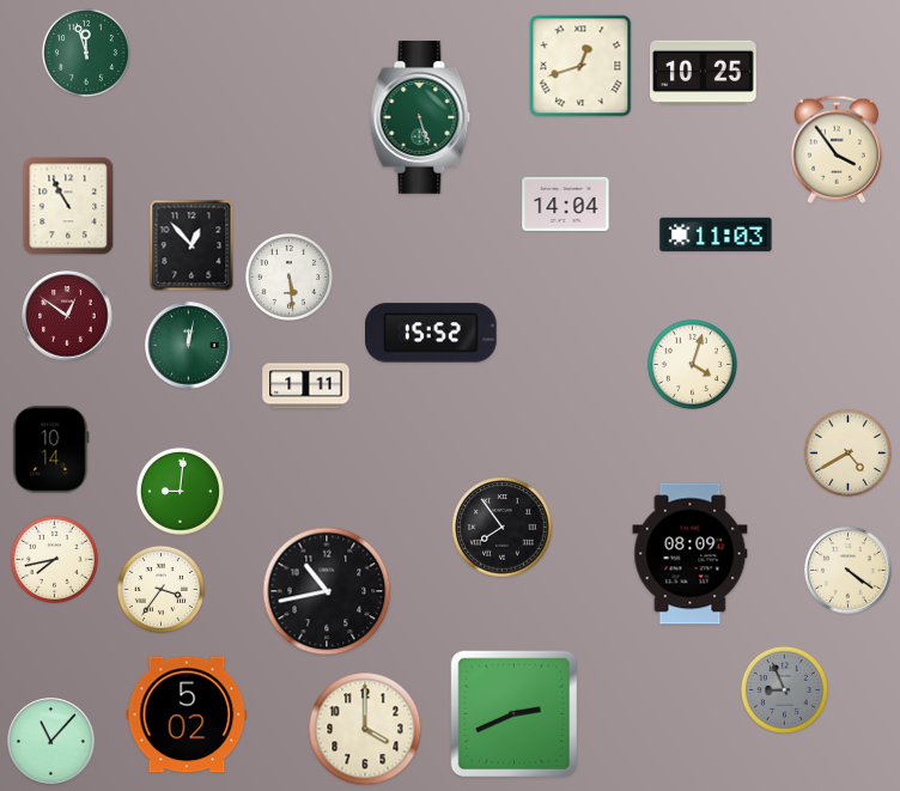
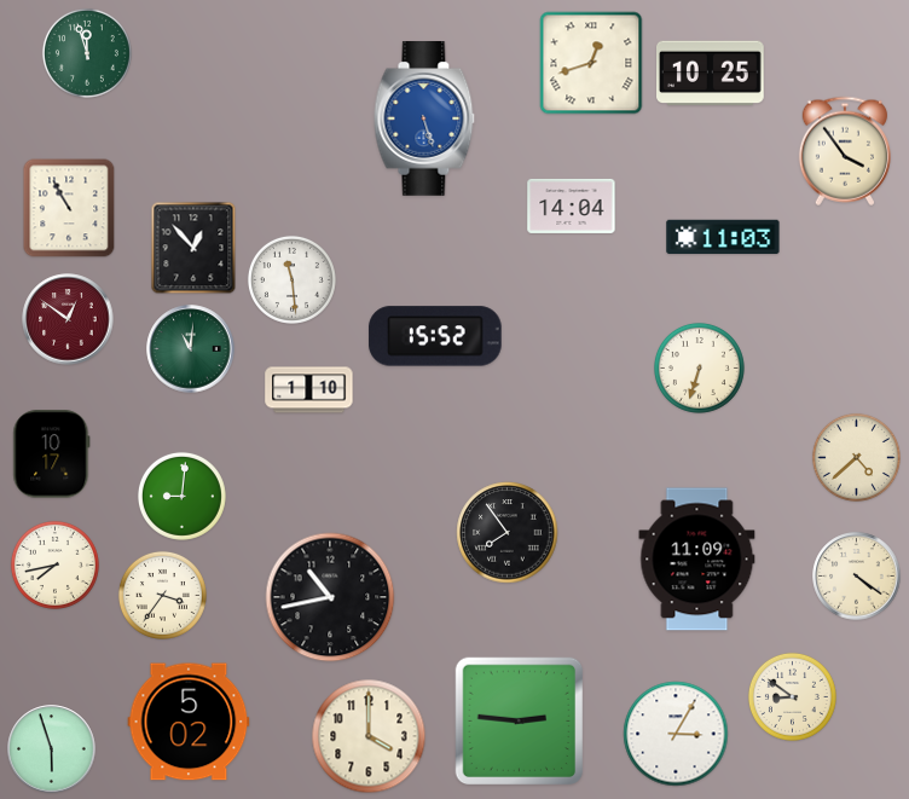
clock at (580, 66) position: (580, 66) -> (591, 63)
clock at (420, 118) dial: green -> blue
clock at (288, 276): 5:29 -> 11:29
clock at (189, 346): 12:02 -> 11:01
clock at (692, 364): 4:03 -> 6:33
clock at (306, 387): 1:11 -> 1:10
clock at (51, 450): 10:14 -> 10:17
clock at (847, 452): 4:40 -> 4:38
clock at (691, 554): 08:09 -> 11:09
clock at (784, 689): 8:56 -> 8:51
clock at (784, 689) dial: grey -> cream
clock at (515, 714): 2:41 -> 2:46
clock at (676, 734): none -> 3:05
clock at (51, 742): 11:07 -> 5:57
